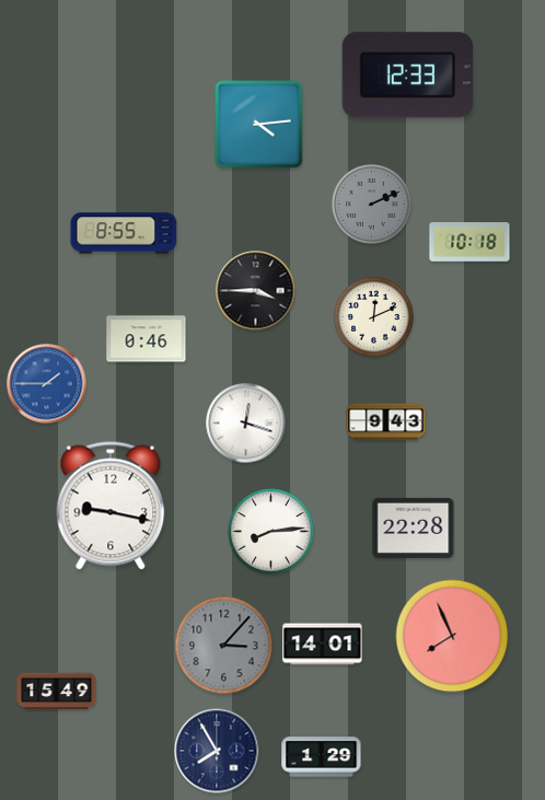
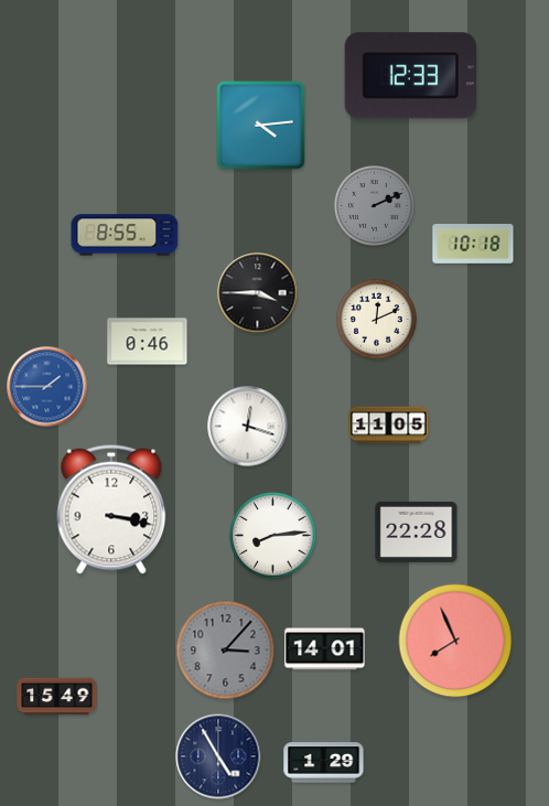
clock at (386, 422): 9:43 -> 11:05
clock at (111, 506): 9:17 -> 3:17
clock at (217, 751): 7:55 -> 4:55
